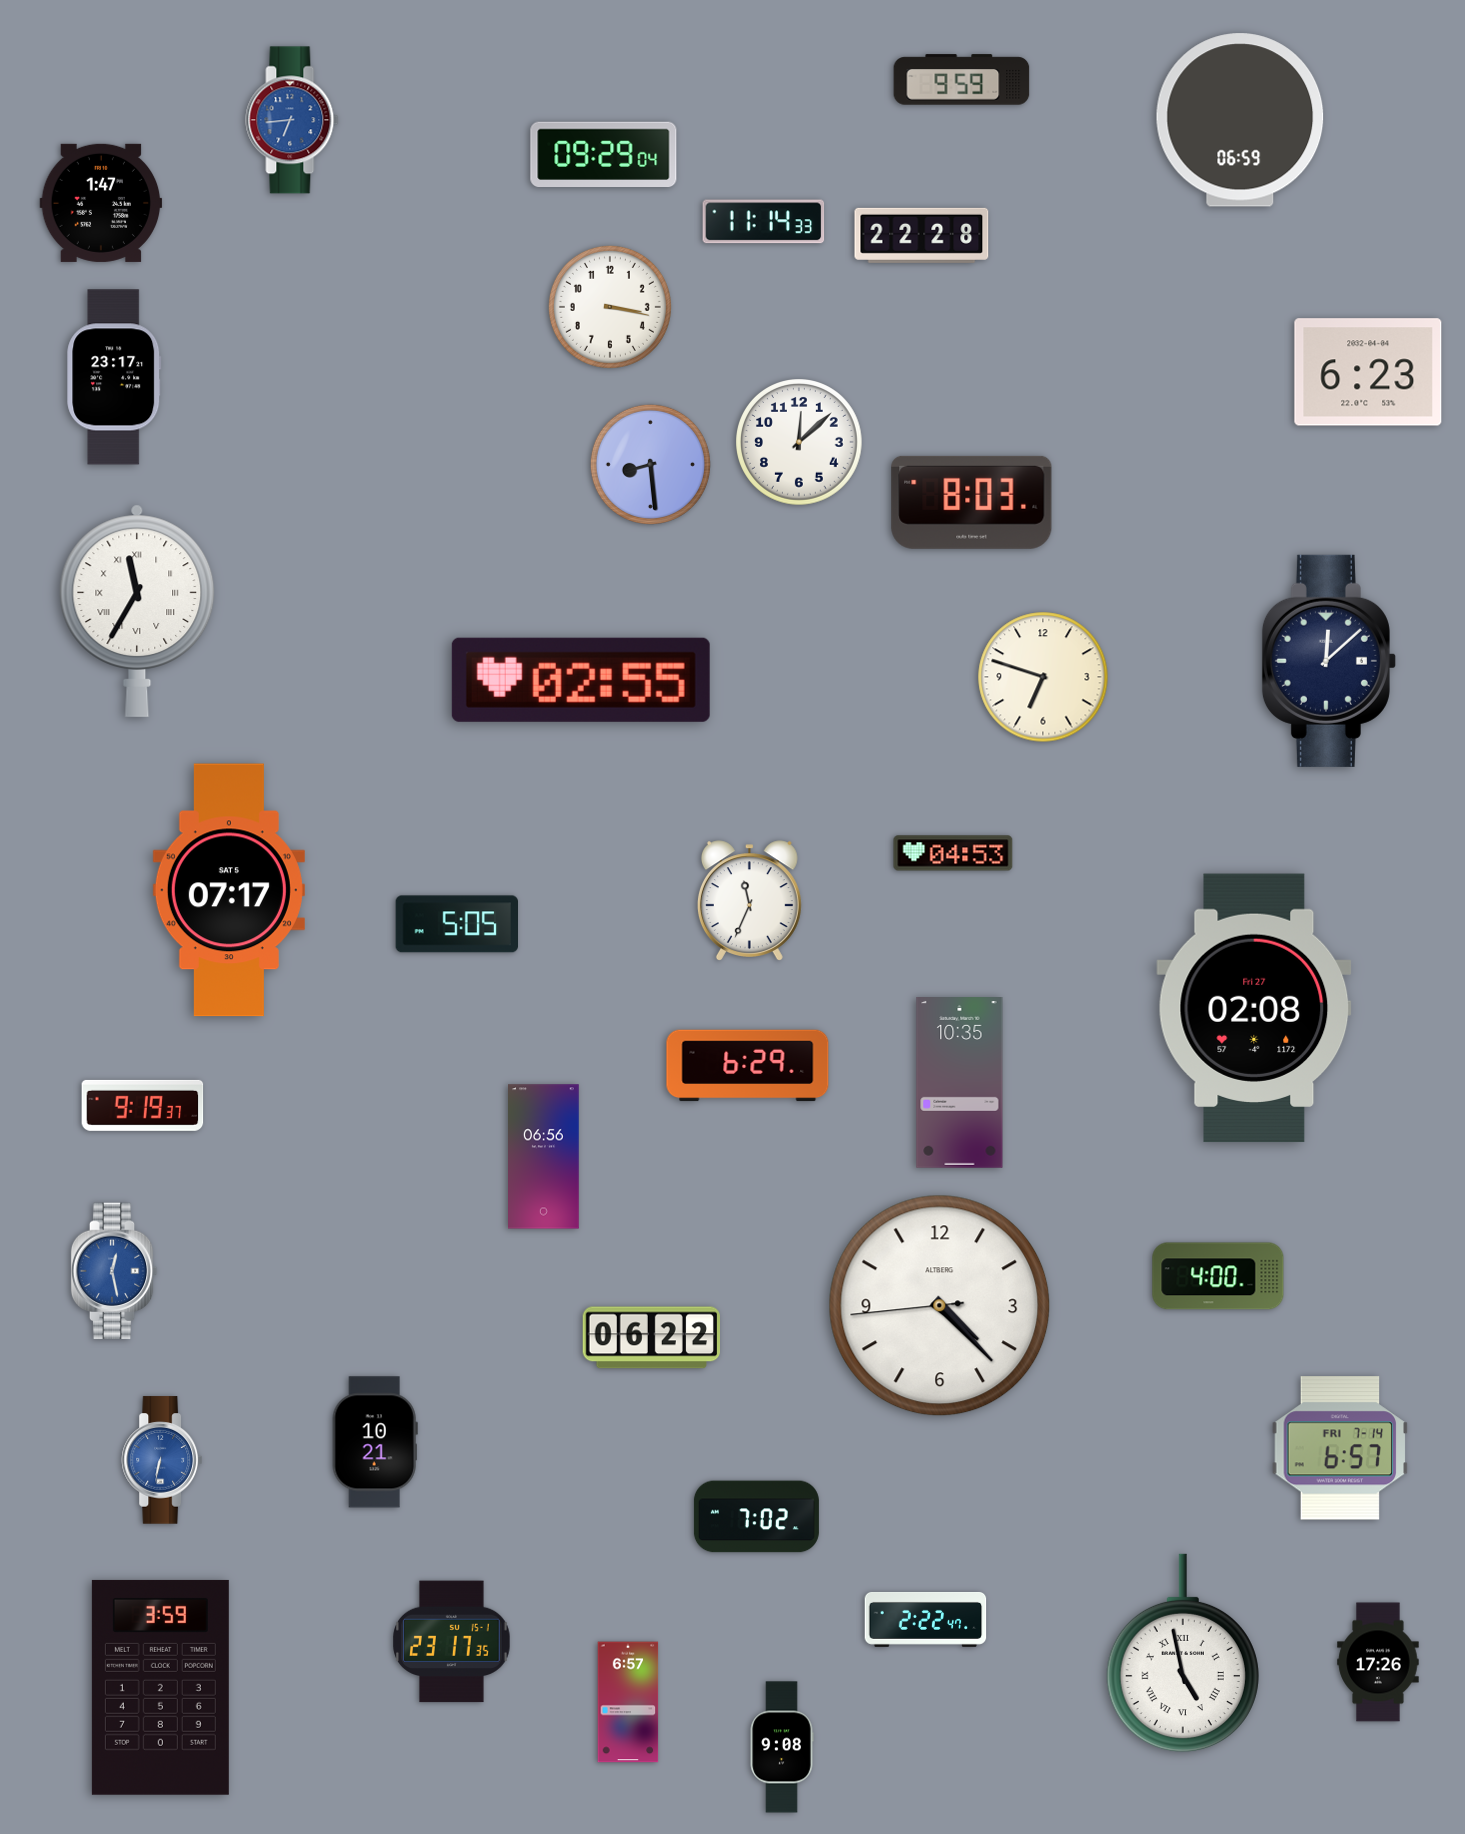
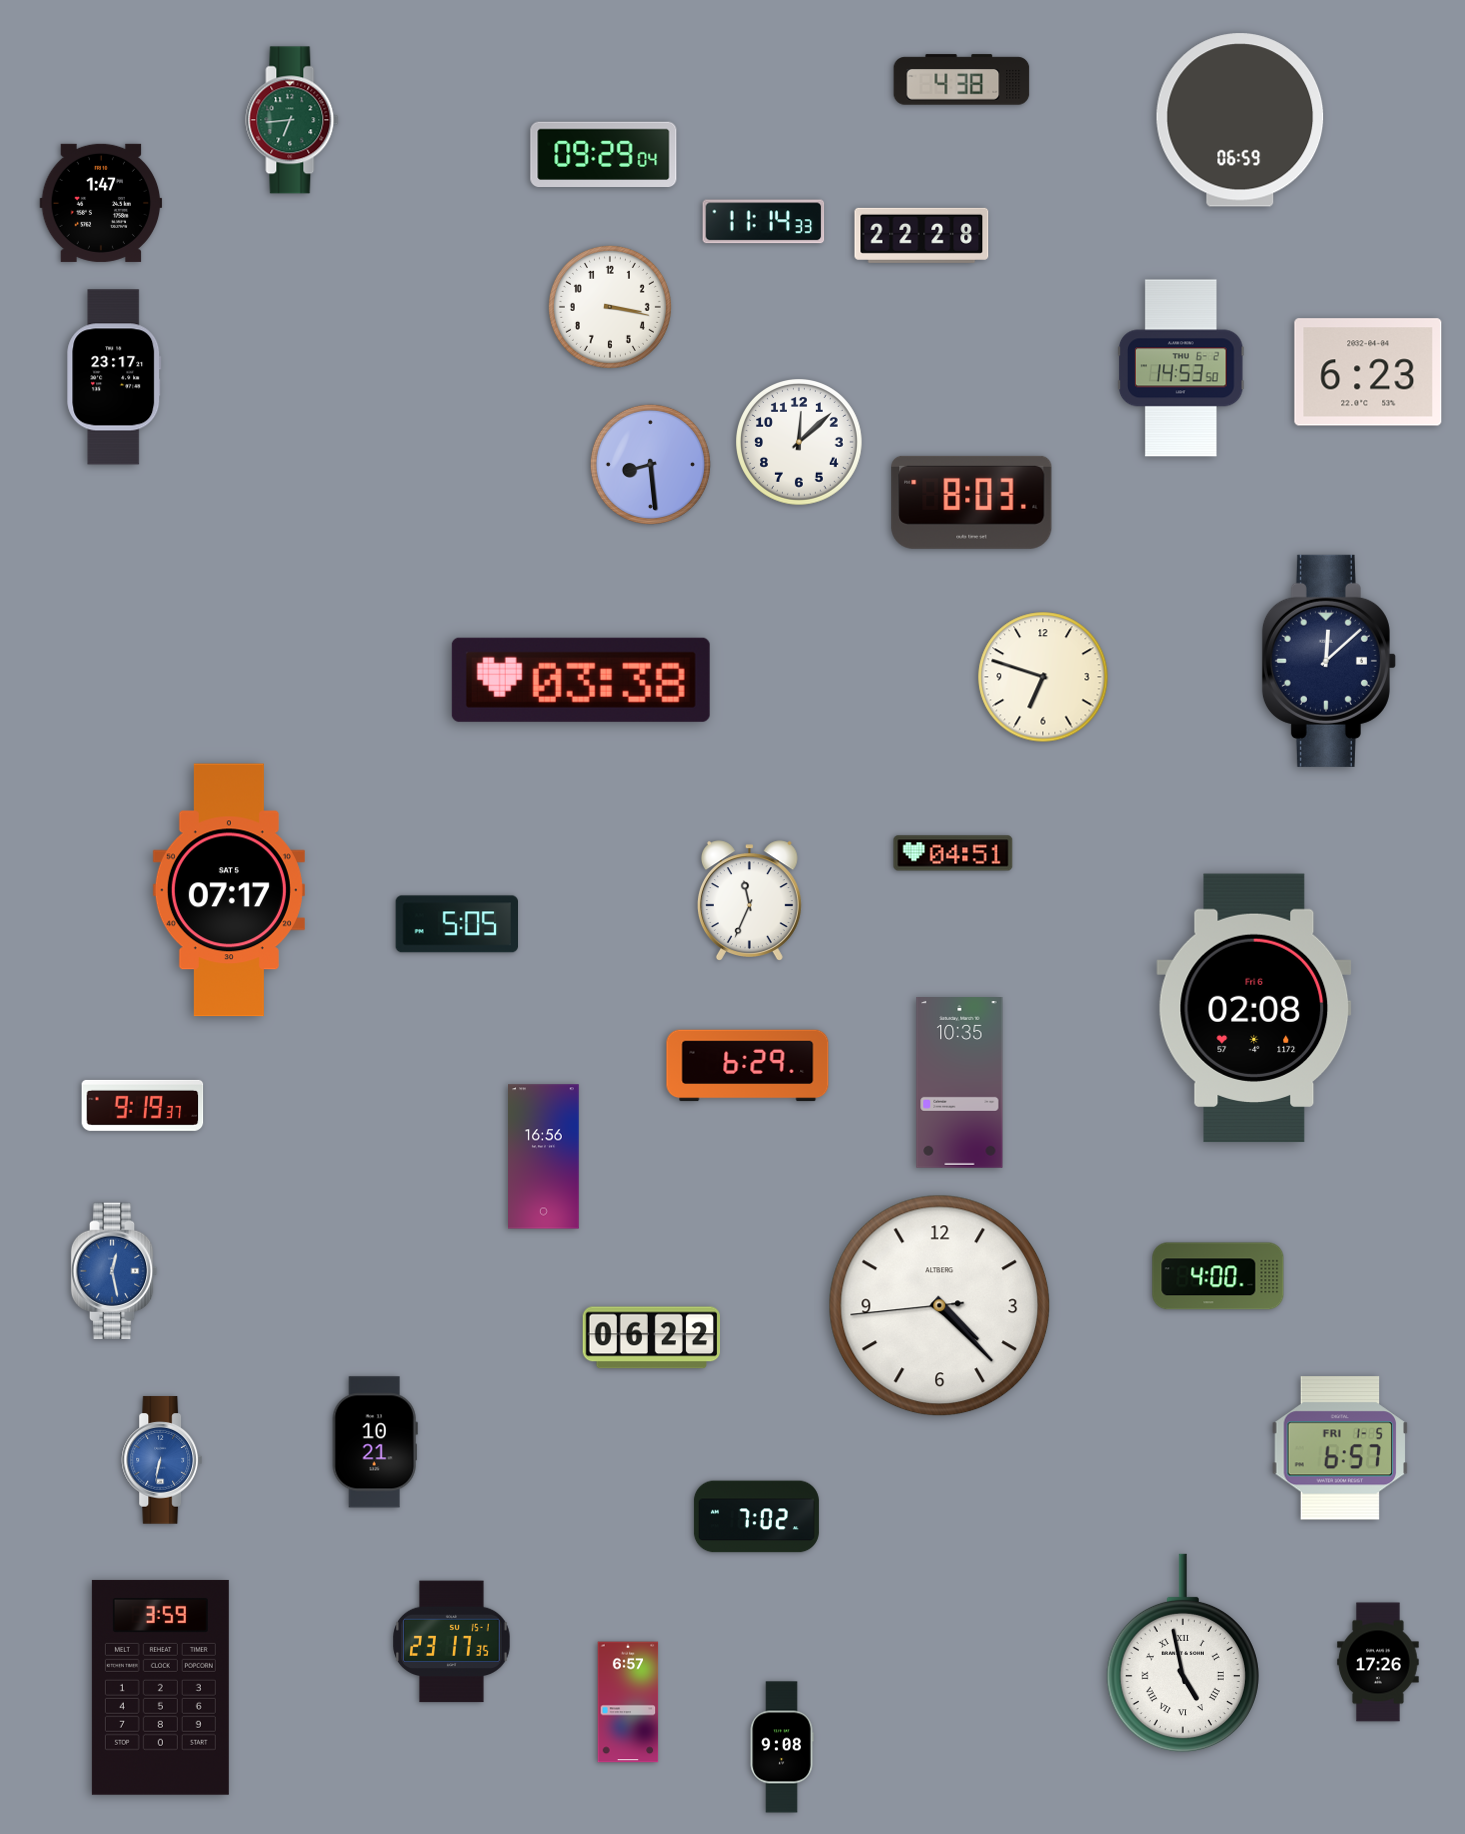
clock at (962, 80): 9:59 -> 4:38
clock at (292, 120) dial: blue -> green
clock at (1181, 368): none -> 14:53
clock at (137, 611): 11:35 -> none
clock at (581, 680): 02:55 -> 03:38
clock at (953, 853): 04:53 -> 04:51
clock at (1254, 1008) date: Fri 27 -> Fri 6
clock at (544, 1157): 06:56 -> 16:56
clock at (1340, 1448) date: FRI 7-14 -> FRI 1-5
clock at (926, 1619): 2:22 -> none
